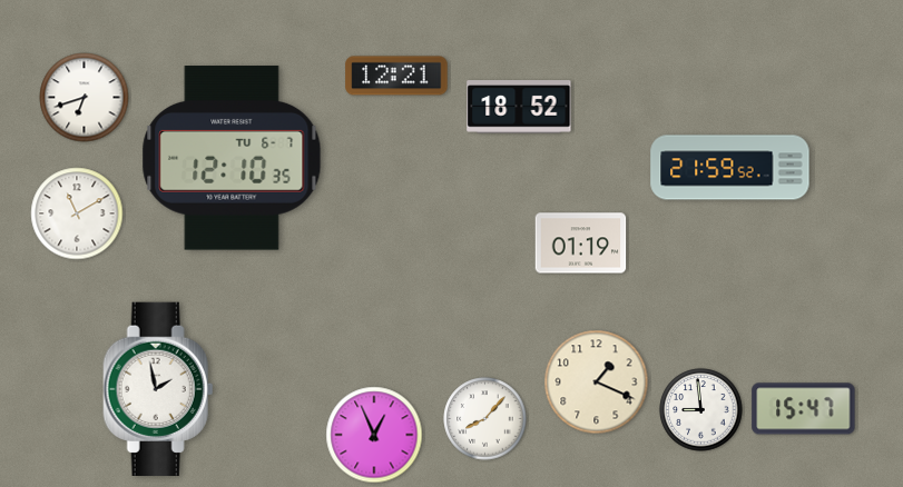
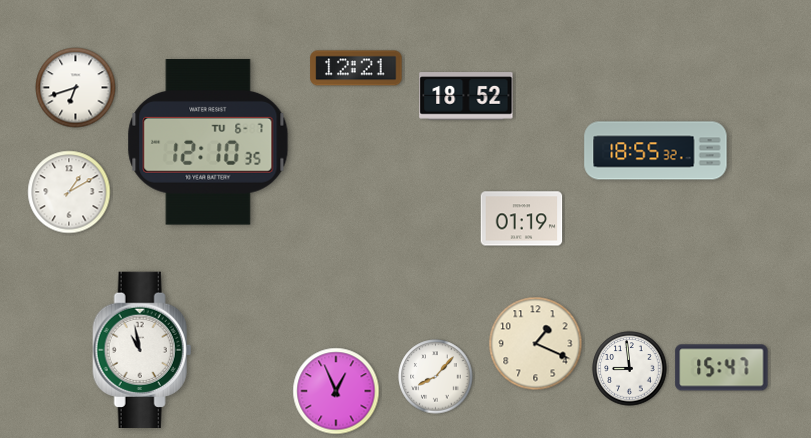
clock at (730, 168): 21:59 -> 18:55
clock at (77, 213): 11:10 -> 1:10
clock at (158, 388): 1:58 -> 10:58
